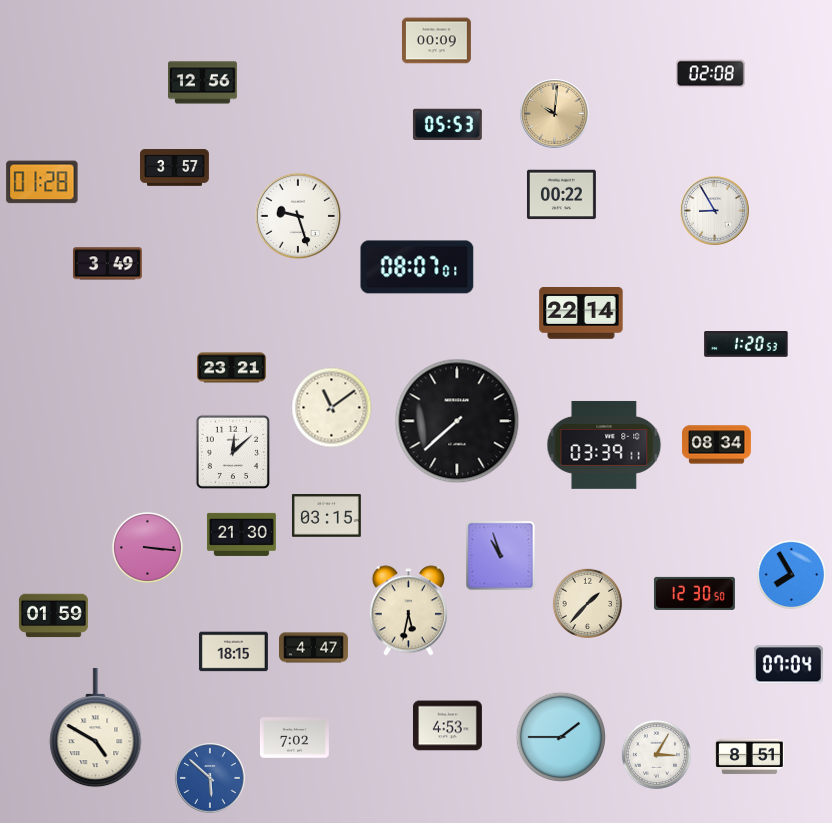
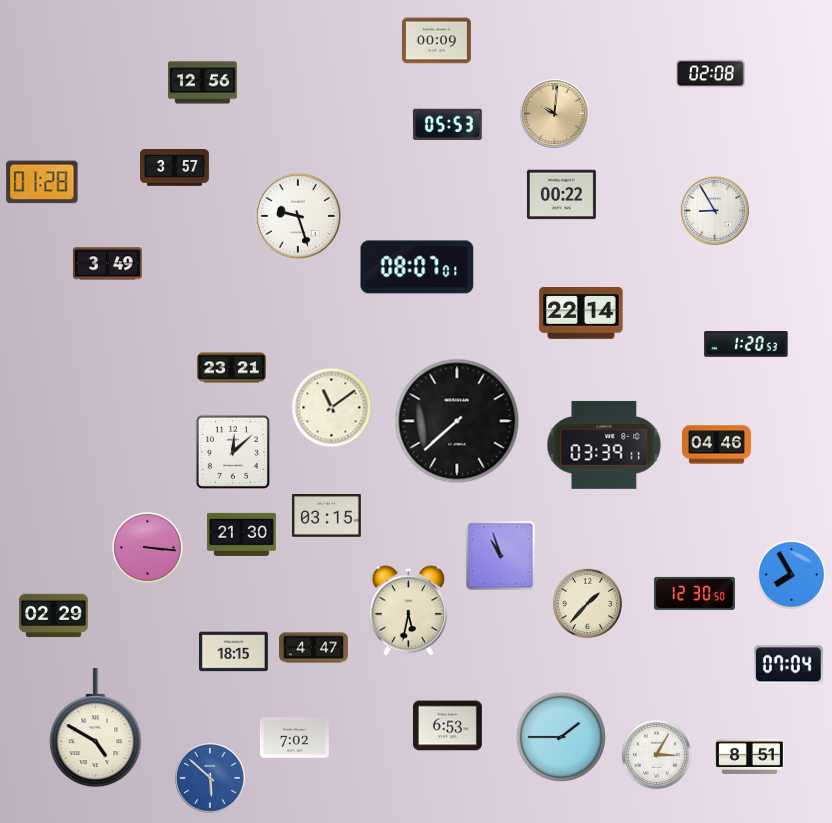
clock at (716, 445): 08:34 -> 04:46
clock at (53, 616): 01:59 -> 02:29
clock at (447, 726): 4:53 -> 6:53
